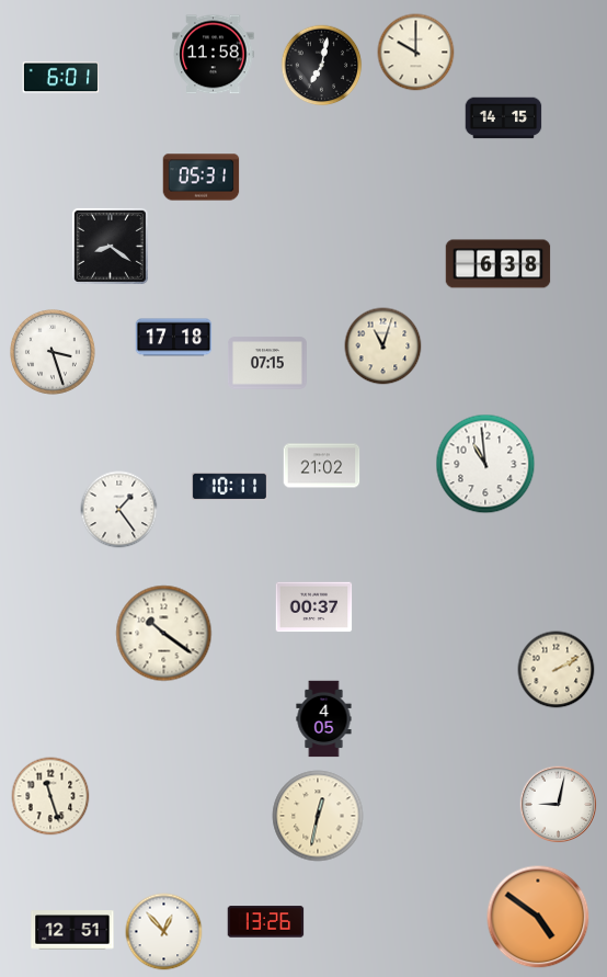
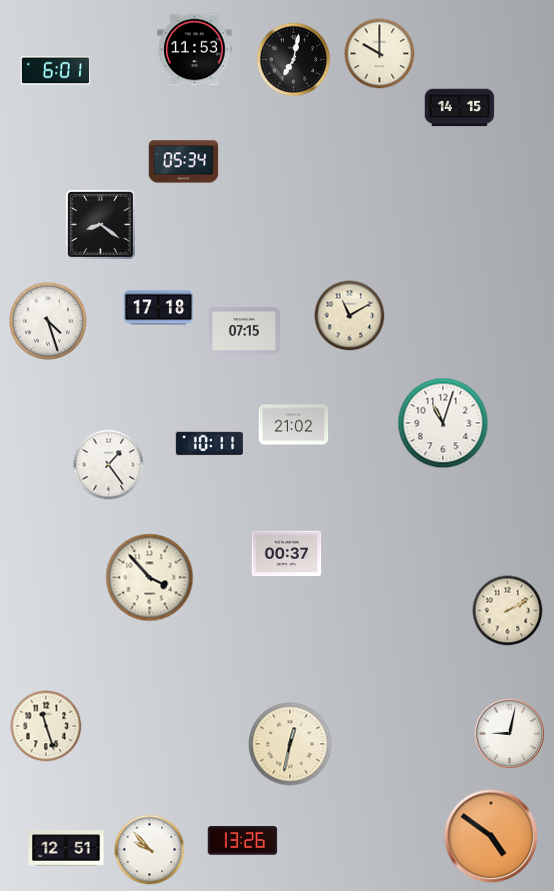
clock at (416, 53) position: (416, 53) -> (380, 54)
clock at (214, 55): 11:58 -> 11:53
clock at (202, 178): 05:31 -> 05:34
clock at (499, 264): 6:38 -> none
clock at (383, 347): 11:03 -> 11:10
clock at (53, 352): 3:27 -> 4:27
clock at (485, 464): 10:59 -> 11:03
clock at (164, 634): 10:21 -> 3:53
clock at (324, 719): 4:05 -> none
clock at (164, 932): 12:53 -> 9:53
